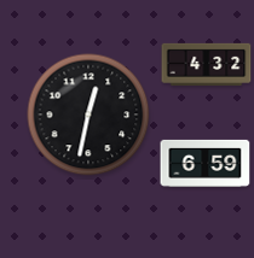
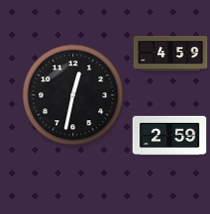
clock at (207, 64): 4:32 -> 4:59
clock at (206, 163): 6:59 -> 2:59
